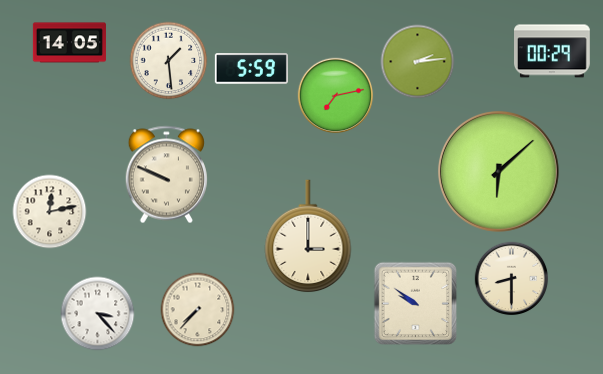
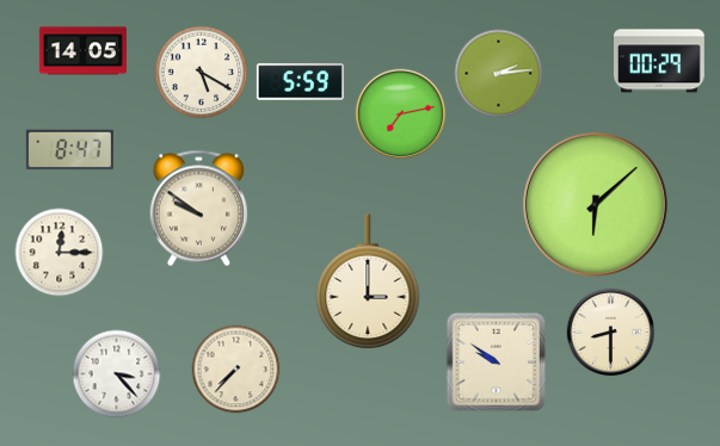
clock at (169, 61): 1:29 -> 5:20
clock at (69, 150): none -> 8:47
clock at (166, 175): 9:49 -> 9:51
clock at (50, 212): 12:13 -> 12:15
